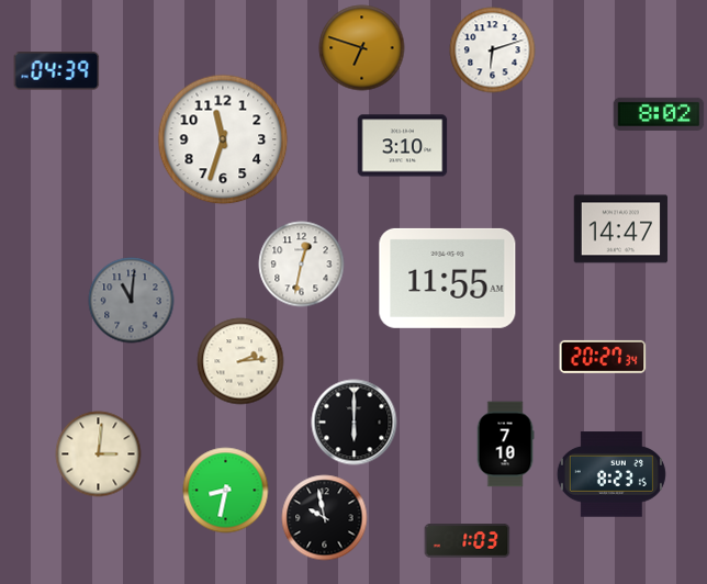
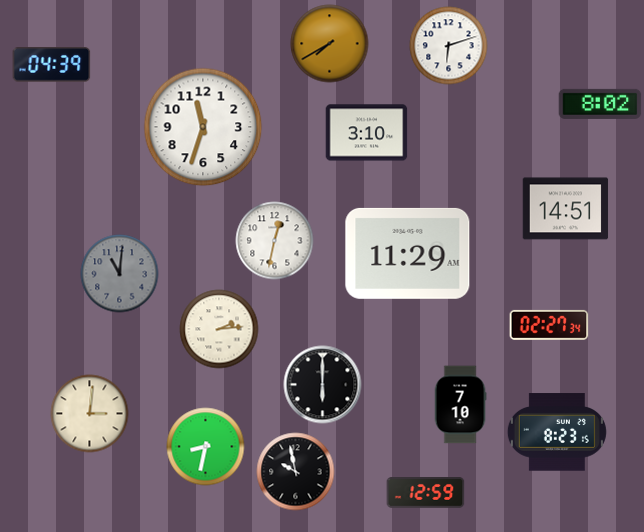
clock at (361, 47): 6:48 -> 7:40
clock at (620, 229): 14:47 -> 14:51
clock at (448, 278): 11:55 -> 11:29
clock at (603, 357): 20:27 -> 02:27
clock at (467, 541): 1:03 -> 12:59
